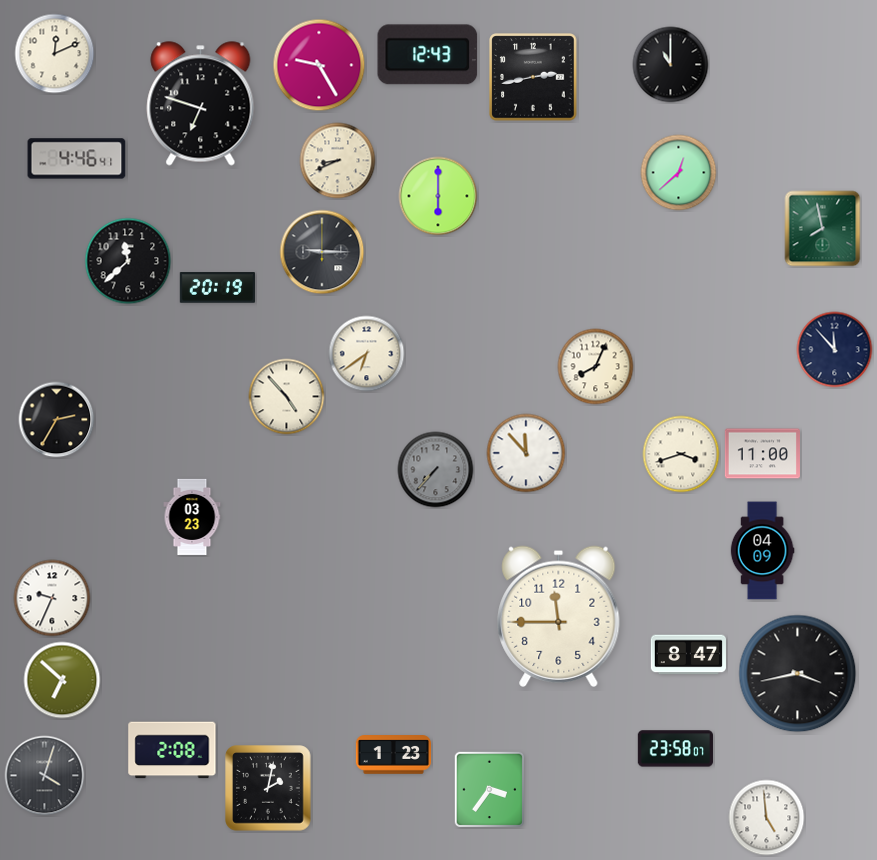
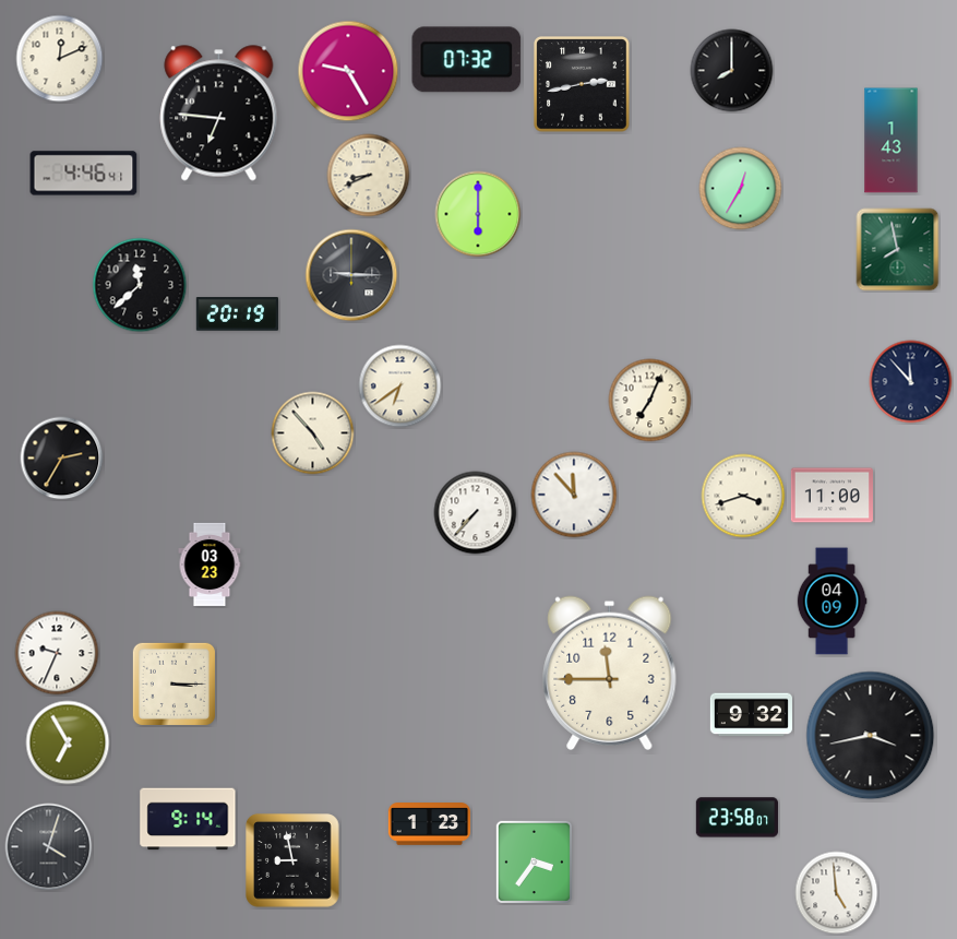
clock at (428, 55): 12:43 -> 07:32
clock at (671, 65): 11:00 -> 8:00
clock at (201, 104): 6:48 -> 6:46
clock at (892, 141): none -> 1:43
clock at (679, 173): 12:38 -> 12:35
clock at (596, 367): 8:04 -> 7:04
clock at (436, 470) dial: grey -> white
clock at (174, 684): none -> 3:15
clock at (688, 655): 8:47 -> 9:32
clock at (62, 680): 6:52 -> 6:55
clock at (172, 750): 2:08 -> 9:14
clock at (268, 788): 2:02 -> 8:58
